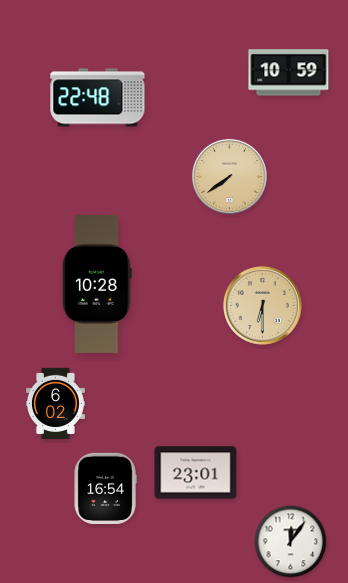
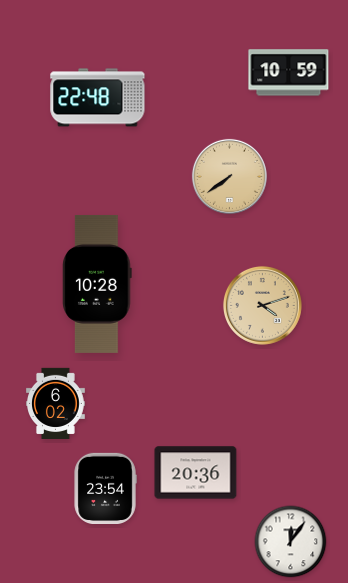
clock at (262, 305): 6:30 -> 4:12
clock at (196, 473): 23:01 -> 20:36
clock at (105, 488): 16:54 -> 23:54
